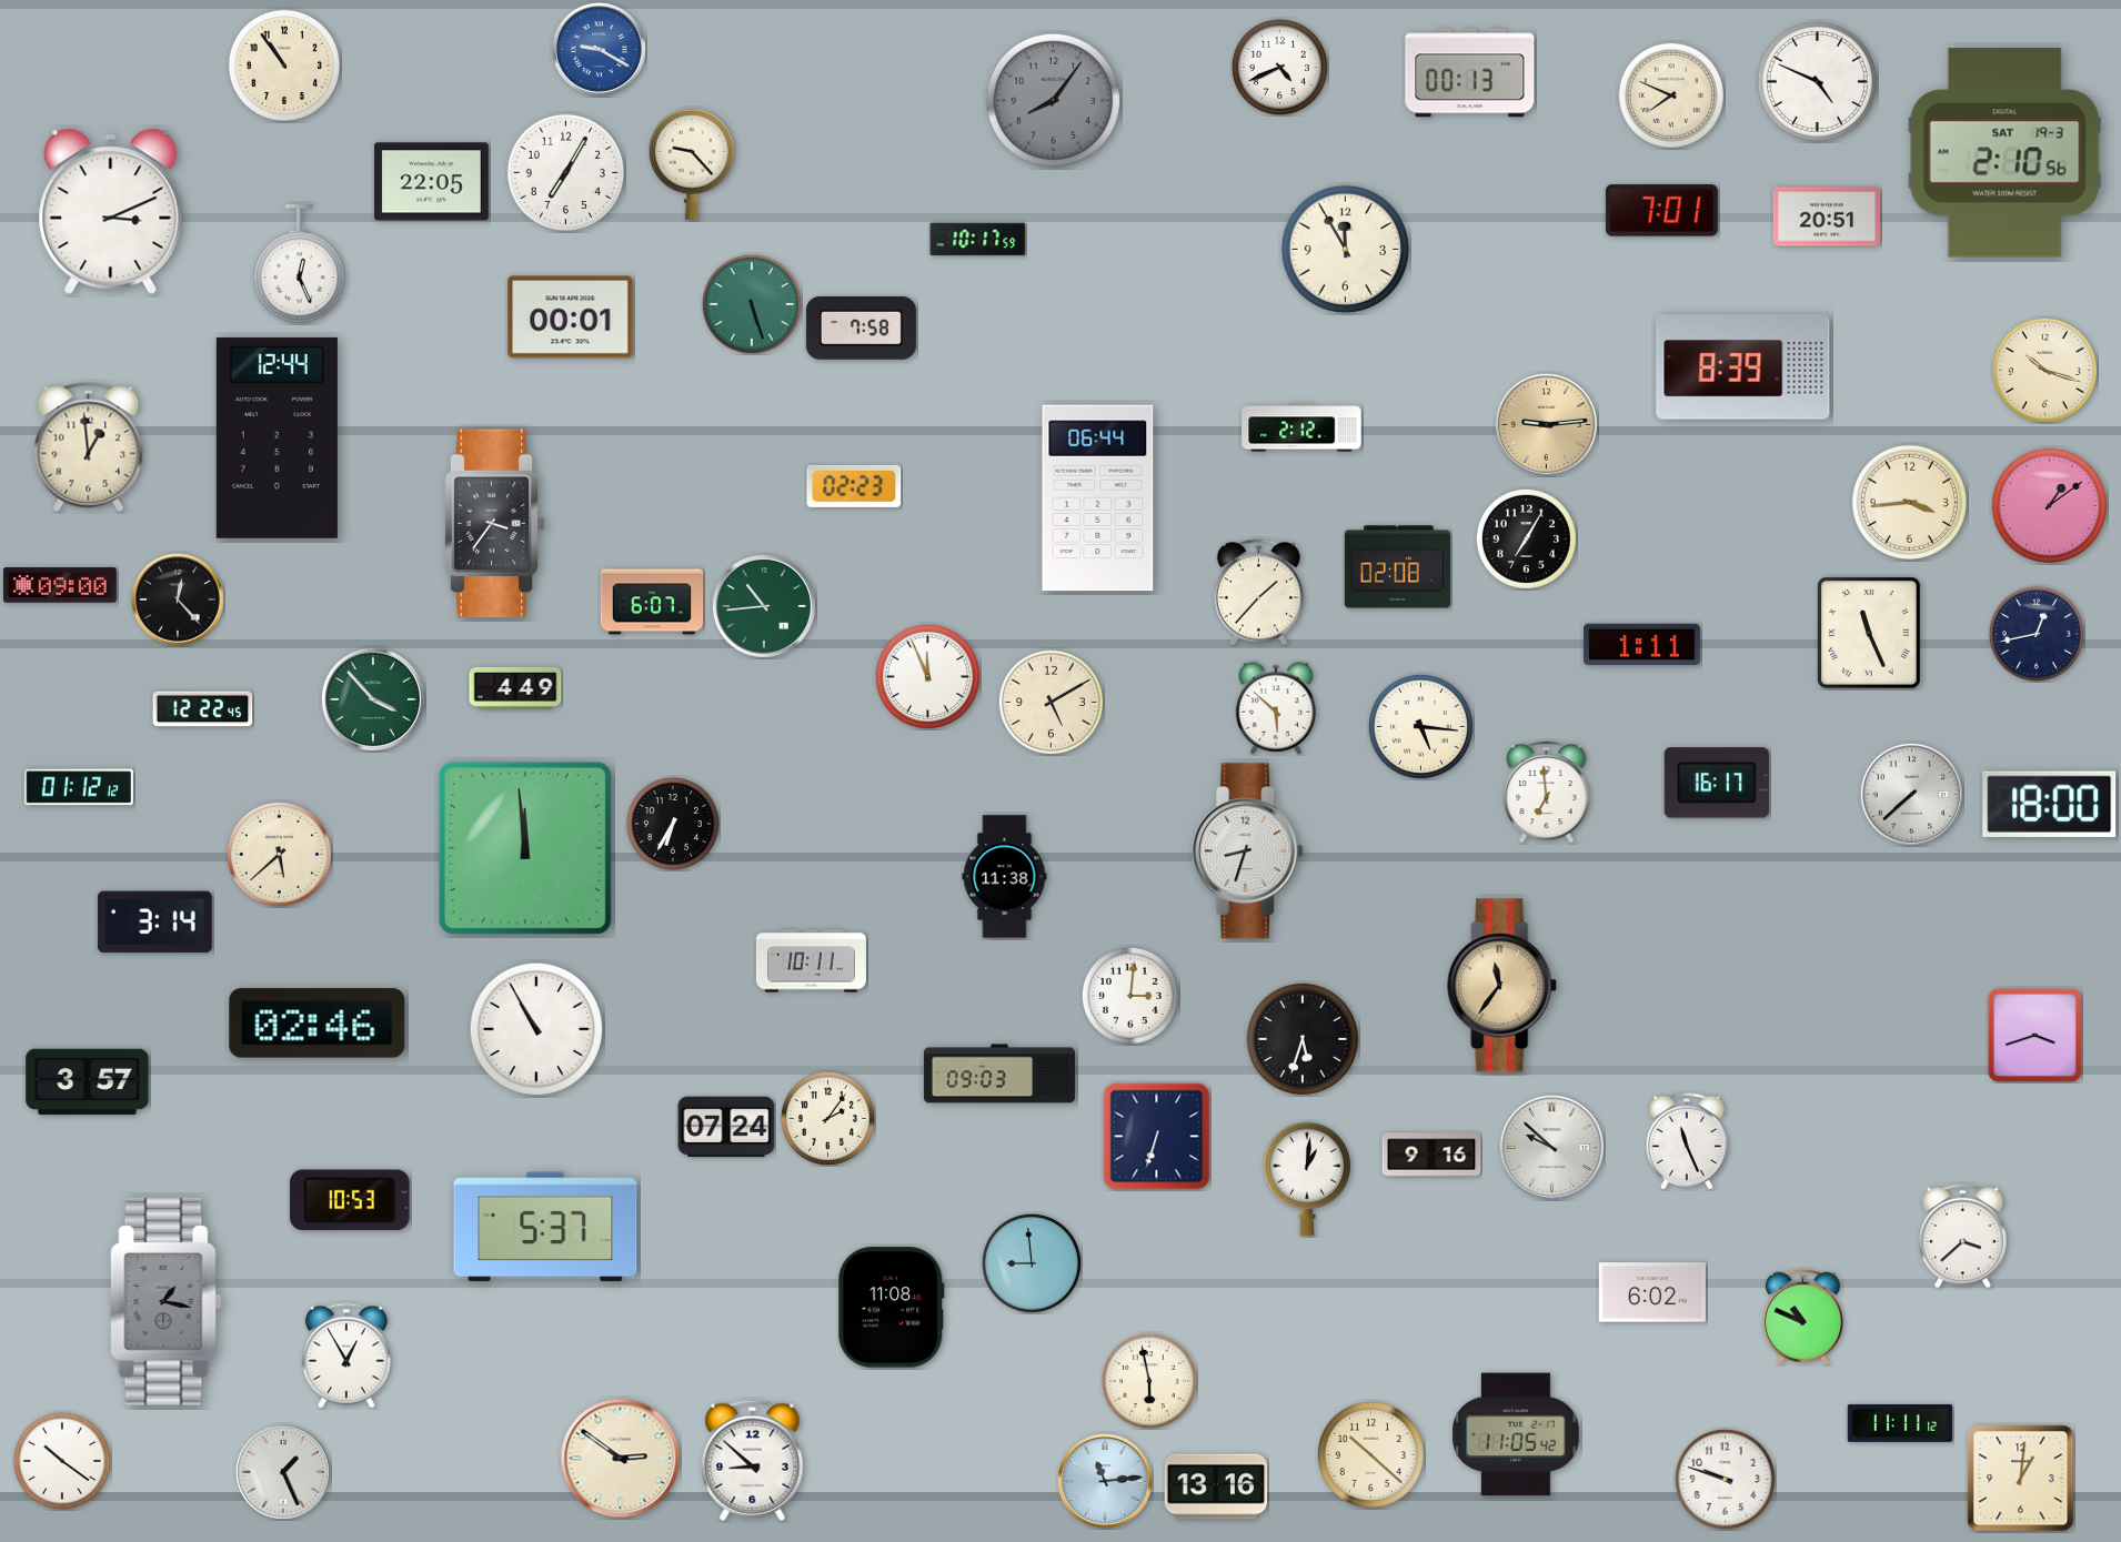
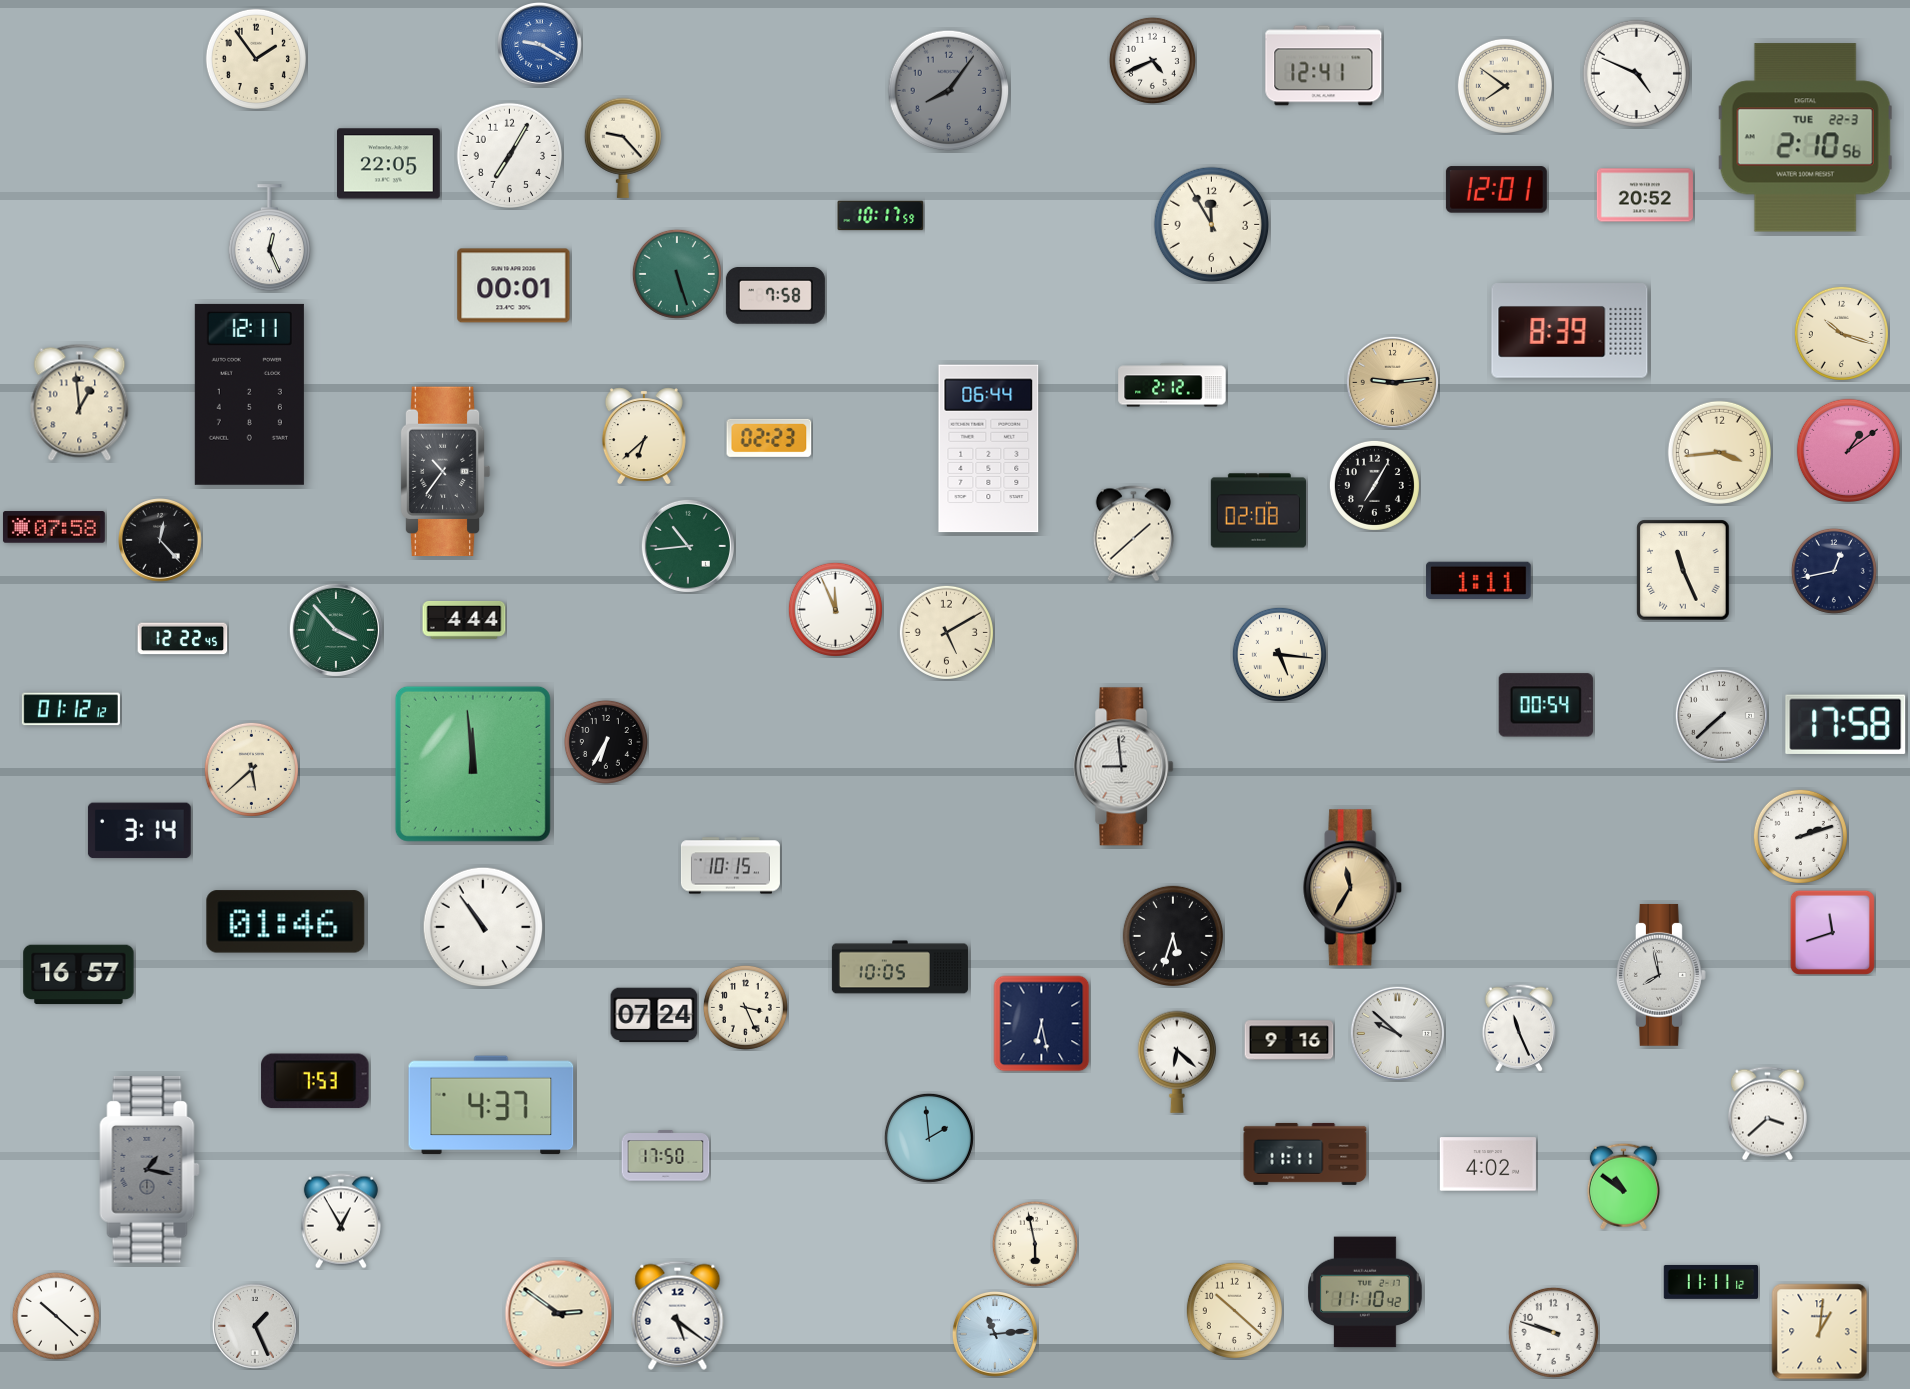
clock at (284, 65): 10:54 -> 1:54
clock at (1470, 73): 00:13 -> 12:41
clock at (1671, 95): 7:49 -> 7:51
clock at (2004, 153) date: SAT 19-3 -> TUE 22-3
clock at (111, 211): 3:11 -> none
clock at (1661, 211): 7:01 -> 12:01
clock at (1827, 216): 20:51 -> 20:52
clock at (277, 437): 12:44 -> 12:11
clock at (644, 435): none -> 6:38
clock at (2049, 505) position: (2049, 505) -> (1848, 450)
clock at (494, 524): 3:36 -> 10:36
clock at (60, 585): 09:00 -> 07:58
clock at (1258, 593): 1:37 -> 1:38
clock at (652, 602): 6:07 -> none
clock at (515, 688): 4:49 -> 4:44
clock at (1276, 708): 5:52 -> none
clock at (1717, 783): 16:17 -> 00:54
clock at (1547, 792): 6:59 -> none
clock at (2050, 804): 18:00 -> 17:58
clock at (1248, 851): 8:33 -> 8:59
clock at (1005, 877): 11:38 -> none
clock at (1800, 836): none -> 2:12
clock at (811, 961): 10:11 -> 10:15
clock at (1502, 986): 11:36 -> 11:35
clock at (1130, 996): 3:01 -> none
clock at (318, 1024): 02:46 -> 01:46
clock at (536, 1029): 10:55 -> 10:54
clock at (2034, 1035): 3:42 -> 11:42
clock at (999, 1074): 09:03 -> 10:05
clock at (88, 1082): 3:57 -> 16:57
clock at (1662, 975): none -> 7:58
clock at (827, 1118): 2:06 -> 3:26
clock at (1157, 1137): 6:33 -> 6:28
clock at (1307, 1179): 1:01 -> 6:22
clock at (350, 1200): 10:53 -> 7:53
clock at (545, 1227): 5:37 -> 4:37
clock at (1032, 1263): 8:59 -> 1:59
clock at (1305, 1154): none -> 11:11
clock at (666, 1156): none -> 17:50
clock at (1652, 1292): 6:02 -> 4:02
clock at (167, 1302) position: (167, 1302) -> (150, 1170)
clock at (892, 1308): 11:08 -> none
clock at (1802, 1317): 10:49 -> 10:51
clock at (346, 1355) position: (346, 1355) -> (341, 1221)
clock at (1517, 1434): 11:05 -> 11:10
clock at (753, 1460): 8:52 -> 5:21
clock at (62, 1461): 10:21 -> 10:22
clock at (1216, 1486): 13:16 -> none
